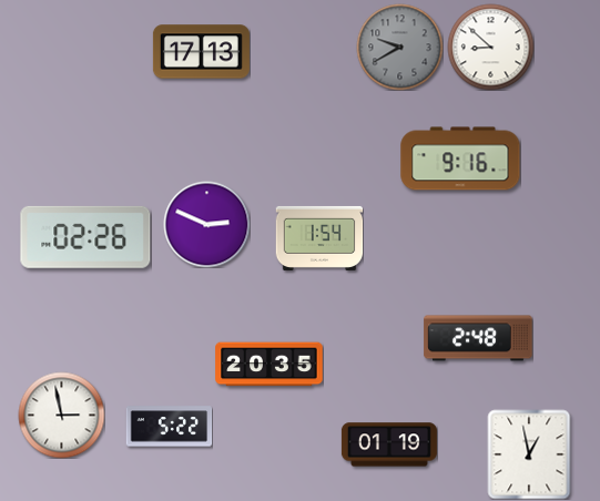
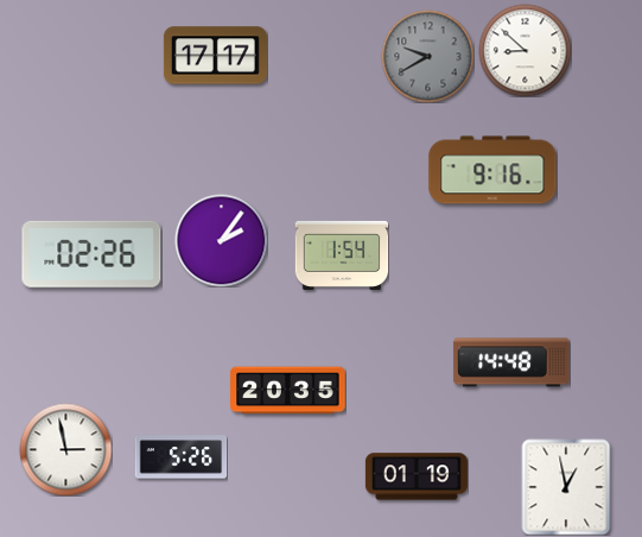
clock at (399, 47) position: (399, 47) -> (427, 56)
clock at (201, 52): 17:13 -> 17:17
clock at (206, 224): 2:49 -> 2:06
clock at (478, 338): 2:48 -> 14:48
clock at (61, 415) position: (61, 415) -> (65, 449)
clock at (169, 427): 5:22 -> 5:26
